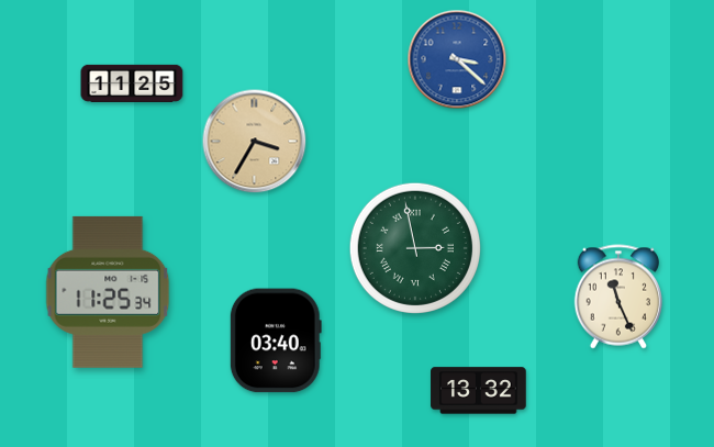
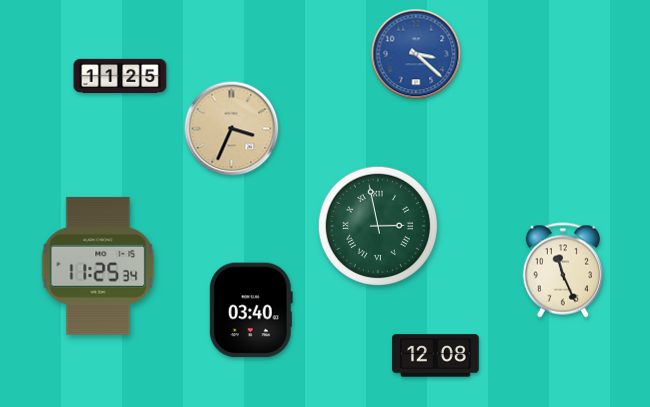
clock at (255, 142): 3:35 -> 3:34
clock at (479, 391): 13:32 -> 12:08
